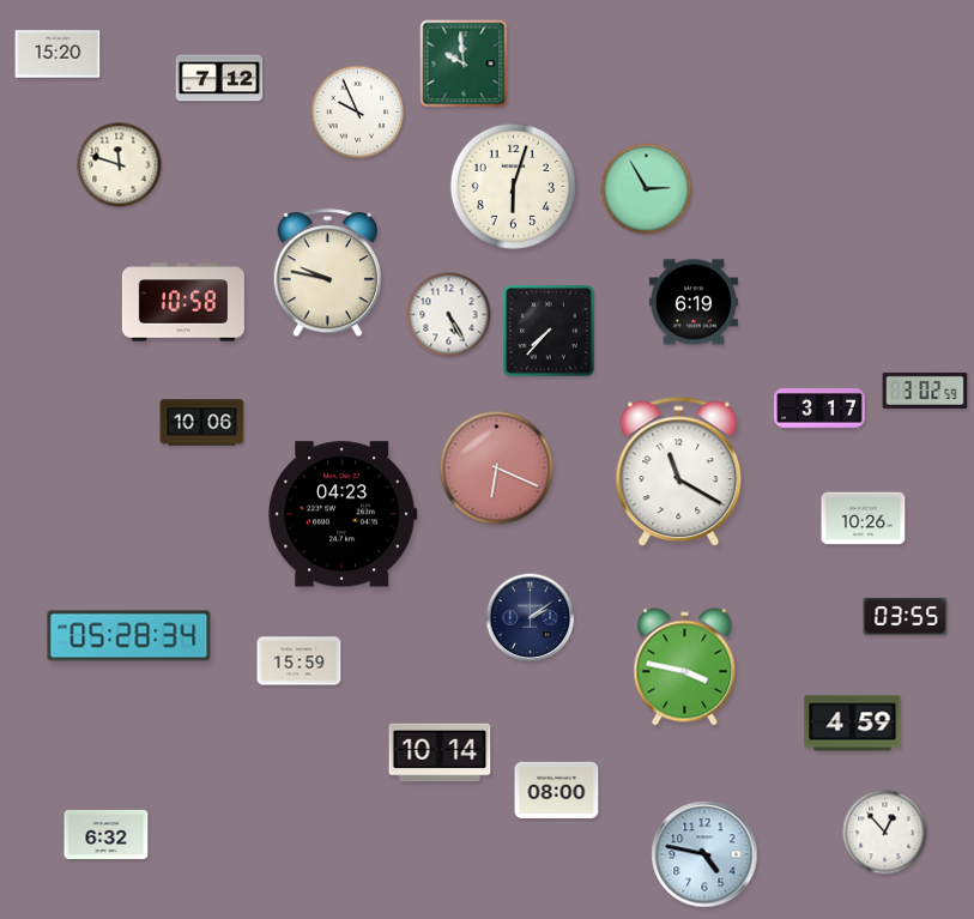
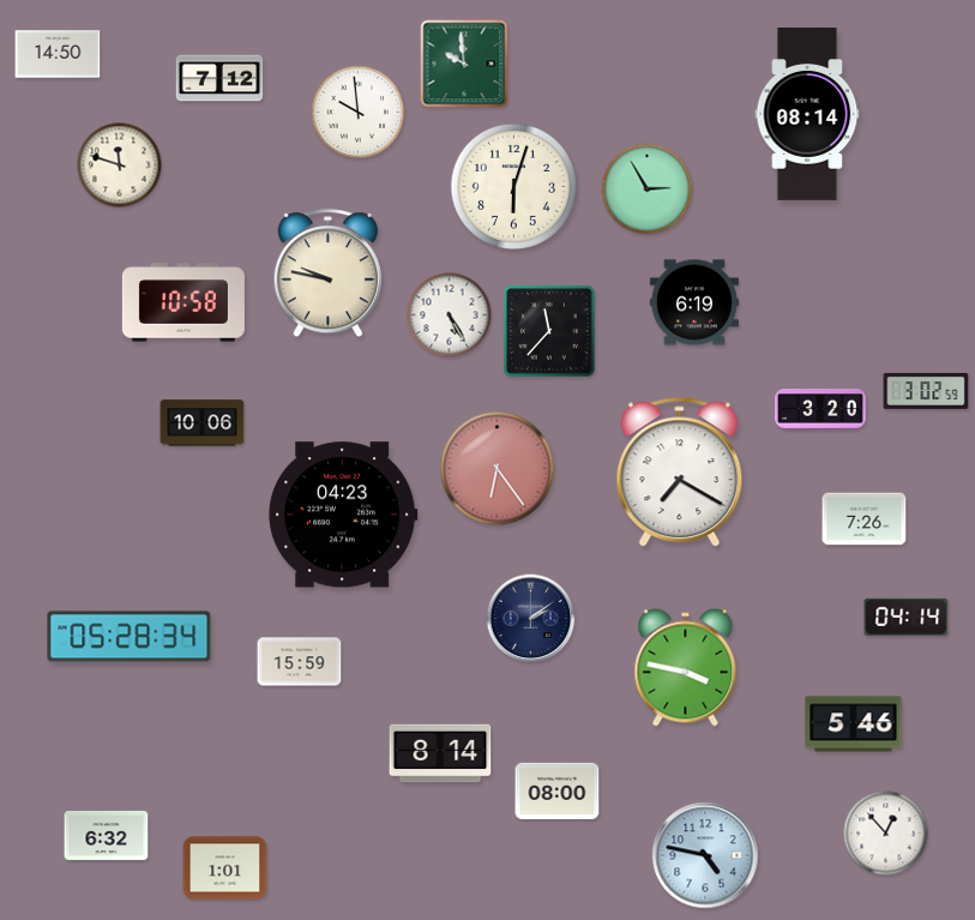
clock at (58, 54): 15:20 -> 14:50
clock at (358, 113): 9:56 -> 9:59
clock at (807, 115): none -> 08:14
clock at (549, 331): 7:37 -> 11:37
clock at (821, 409): 3:17 -> 3:20
clock at (497, 468): 6:19 -> 6:24
clock at (679, 472): 11:20 -> 7:20
clock at (864, 519): 10:26 -> 7:26
clock at (906, 616): 03:55 -> 04:14
clock at (853, 724): 4:59 -> 5:46
clock at (440, 752): 10:14 -> 8:14
clock at (225, 868): none -> 1:01
